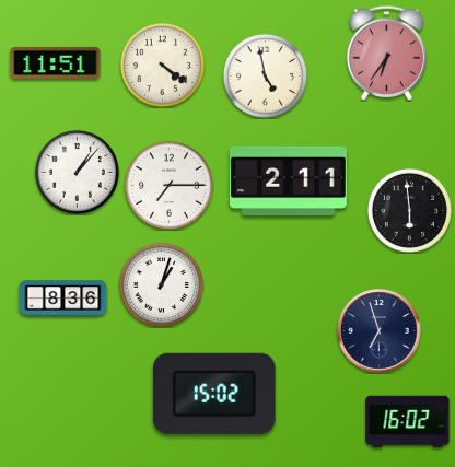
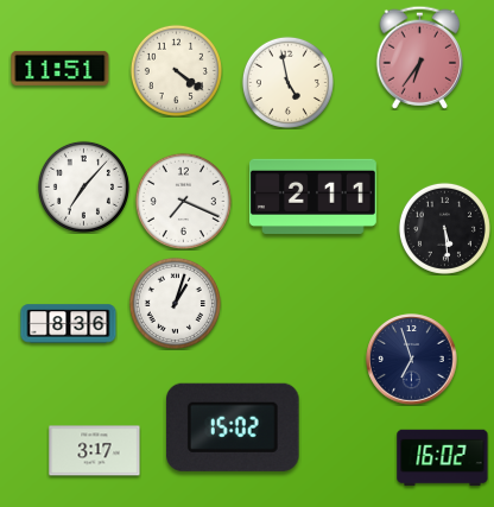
clock at (77, 172): 1:07 -> 7:07
clock at (168, 185): 7:15 -> 7:19
clock at (409, 210): 5:59 -> 5:29
clock at (161, 284) position: (161, 284) -> (175, 303)
clock at (95, 451): none -> 3:17
